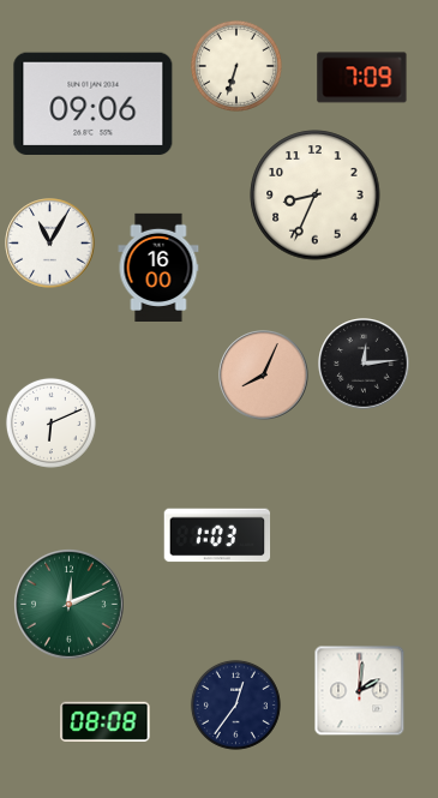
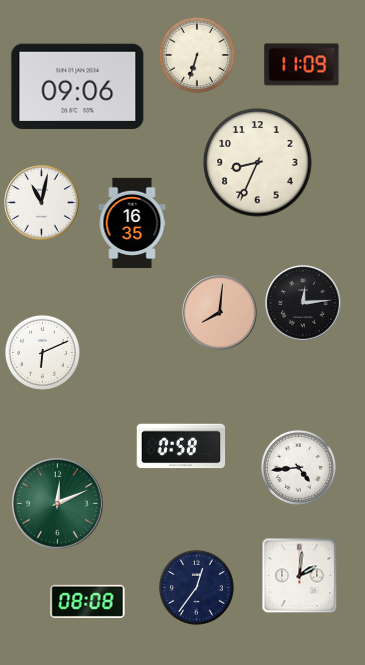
clock at (362, 78): 7:09 -> 11:09
clock at (316, 196) position: (316, 196) -> (258, 163)
clock at (50, 244): 11:05 -> 11:02
clock at (158, 266): 16:00 -> 16:35
clock at (264, 376): 8:04 -> 8:01
clock at (217, 535): 1:03 -> 0:58
clock at (298, 467): none -> 4:44
